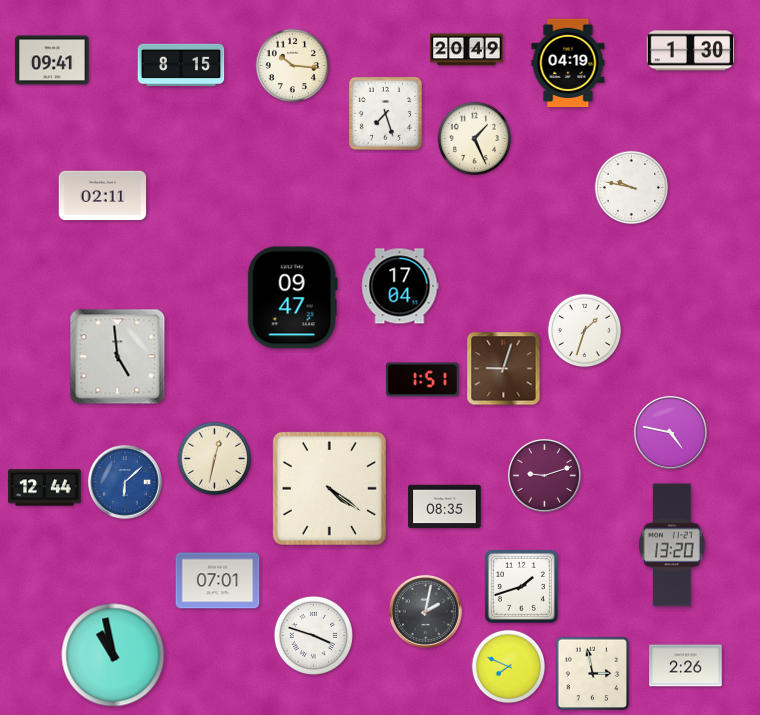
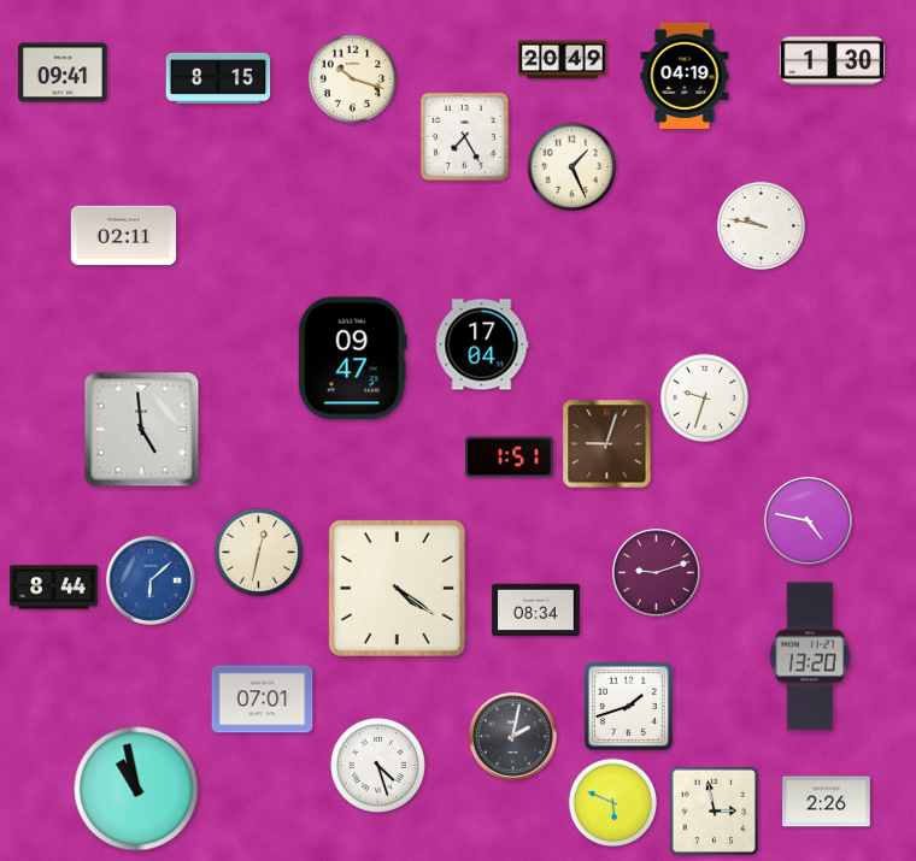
clock at (293, 66): 10:16 -> 10:18
clock at (385, 113): 7:27 -> 7:25
clock at (585, 331): 1:33 -> 9:33
clock at (45, 488): 12:44 -> 8:44
clock at (445, 507): 08:35 -> 08:34
clock at (313, 635): 3:48 -> 4:27
clock at (509, 667): 7:49 -> 5:49
